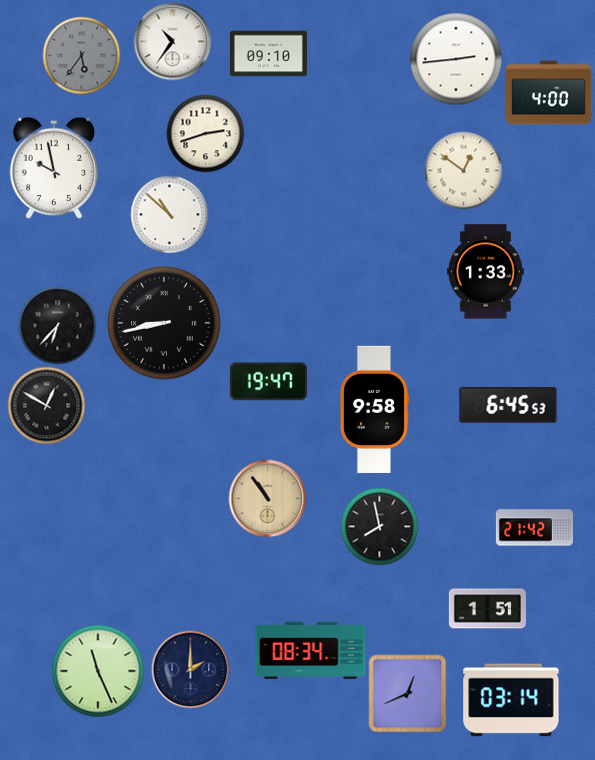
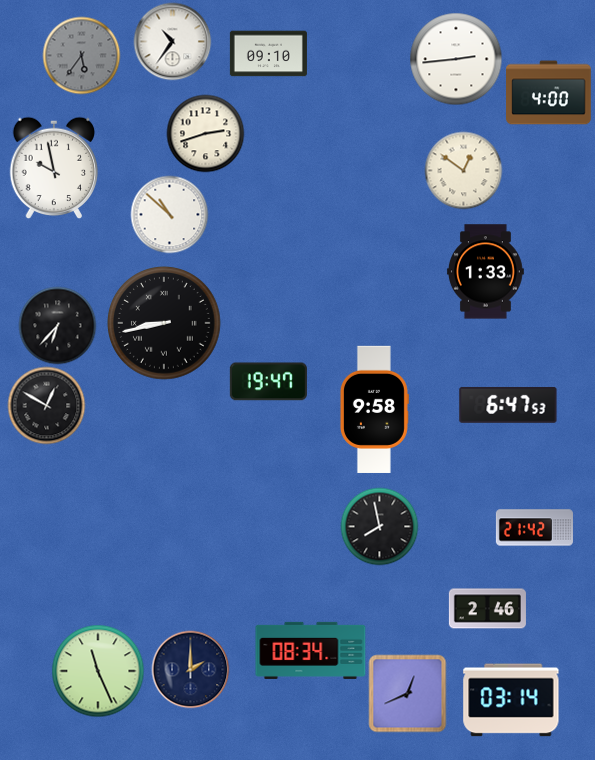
clock at (508, 405): 6:45 -> 6:47
clock at (267, 498): 10:54 -> none
clock at (487, 609): 1:51 -> 2:46
